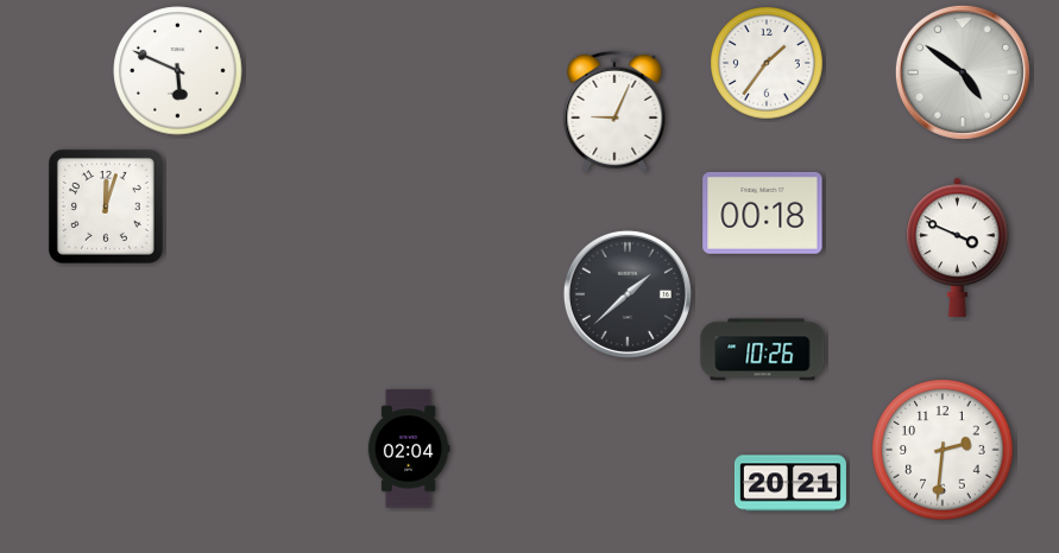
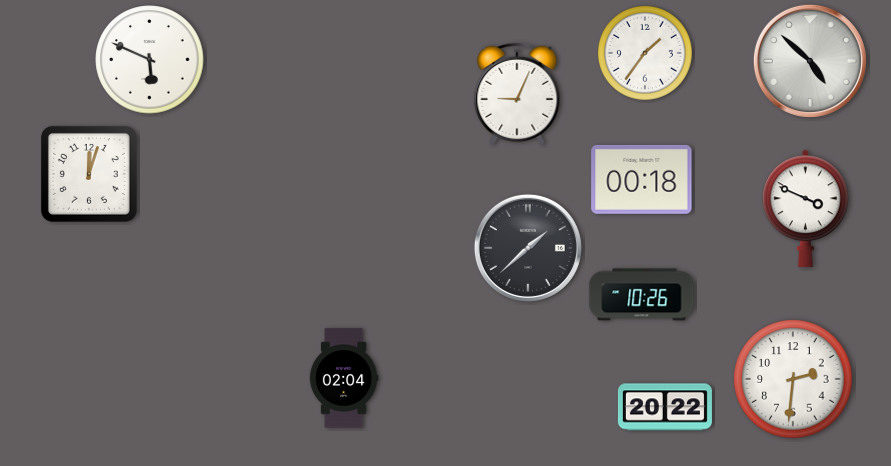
clock at (963, 72): 4:51 -> 4:52
clock at (790, 483): 20:21 -> 20:22
